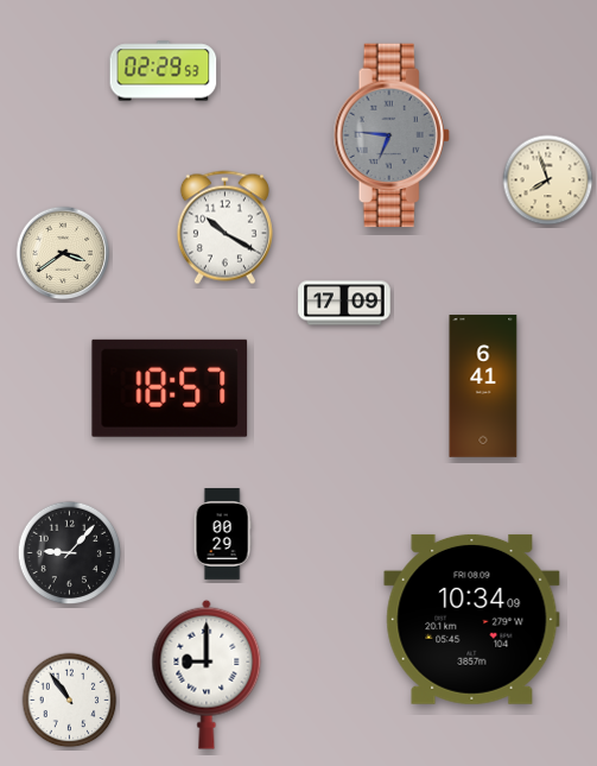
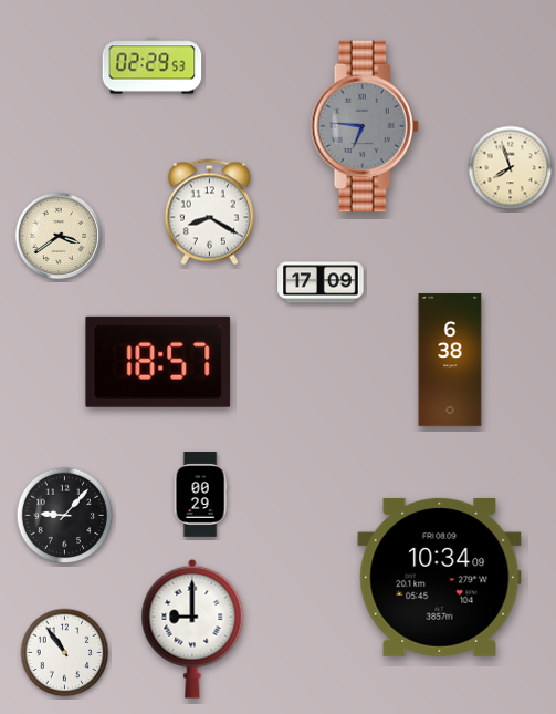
clock at (224, 228): 10:20 -> 8:20
clock at (483, 386): 6:41 -> 6:38
clock at (222, 534) position: (222, 534) -> (200, 495)
